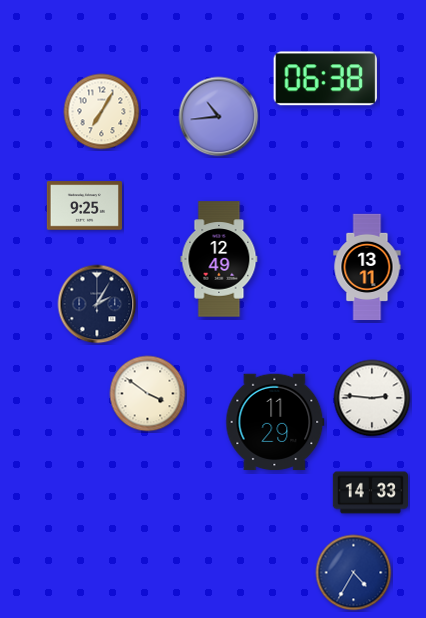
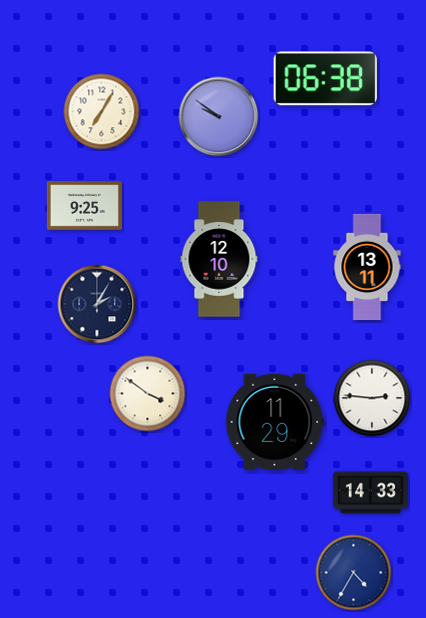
clock at (219, 117): 10:44 -> 9:51
clock at (219, 259): 12:49 -> 12:10
